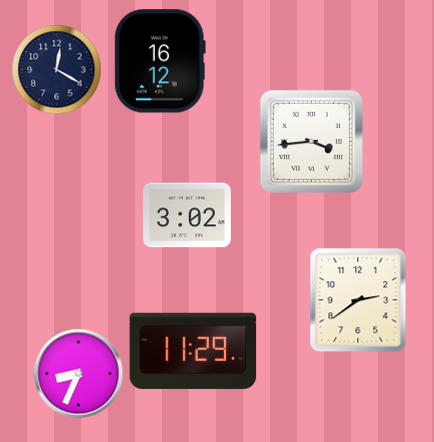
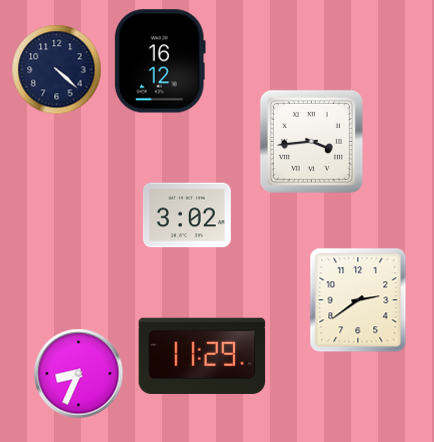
clock at (56, 69): 12:20 -> 4:22
clock at (193, 351) position: (193, 351) -> (202, 356)
